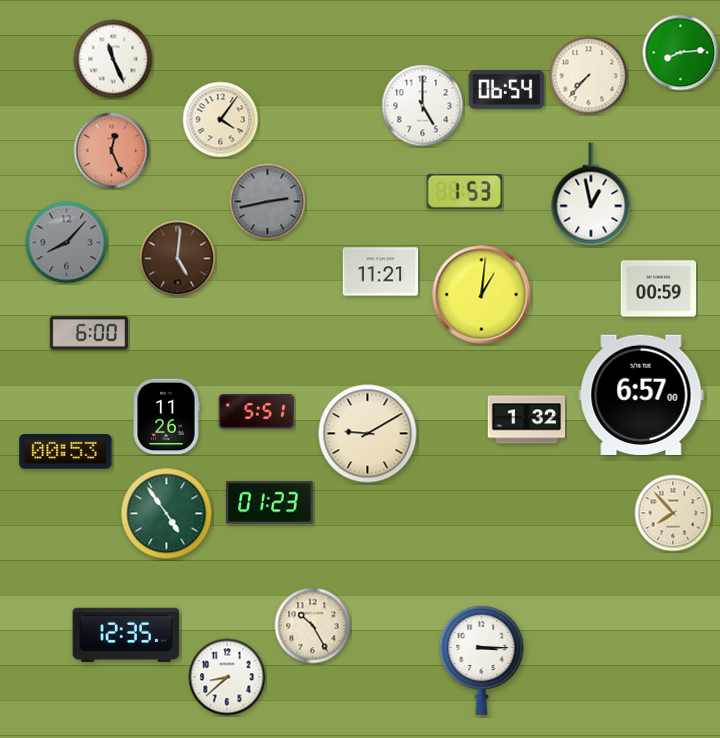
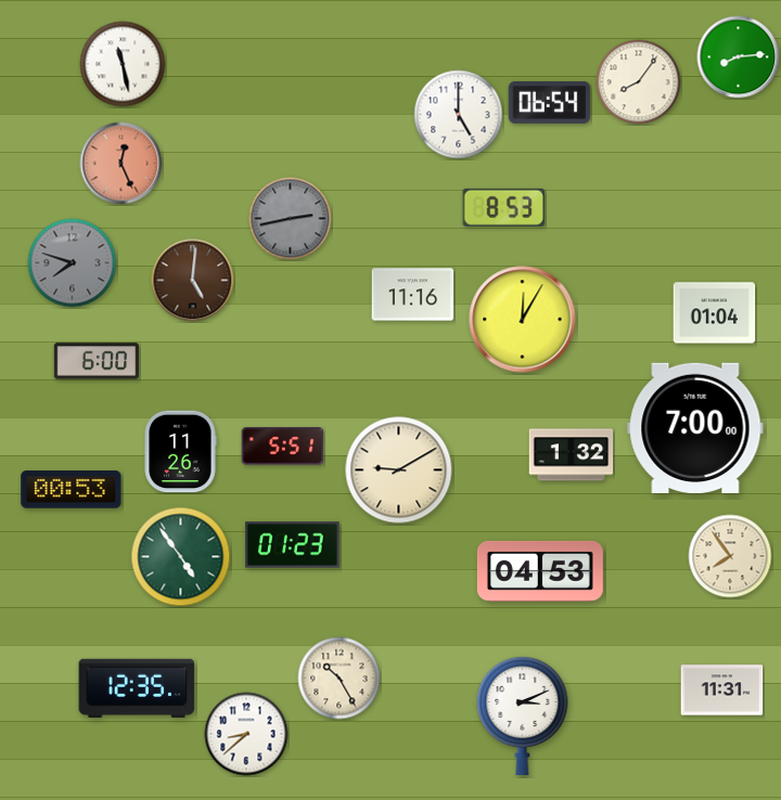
clock at (113, 59): 11:26 -> 11:28
clock at (589, 76): 7:37 -> 8:06
clock at (507, 89) position: (507, 89) -> (550, 102)
clock at (221, 120): 4:06 -> none
clock at (465, 191): 1:53 -> 8:53
clock at (591, 194): 12:58 -> none
clock at (67, 243): 8:07 -> 7:48
clock at (381, 272): 11:21 -> 11:16
clock at (659, 289): 00:59 -> 01:04
clock at (482, 295): 1:01 -> 12:05
clock at (641, 395): 6:57 -> 7:00
clock at (257, 412) position: (257, 412) -> (283, 447)
clock at (673, 513): 7:53 -> 7:54
clock at (540, 571): none -> 04:53
clock at (722, 691): none -> 11:31
clock at (482, 660): 3:15 -> 3:11
